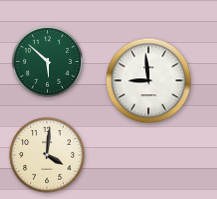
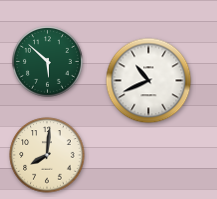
clock at (149, 81): 8:59 -> 10:41
clock at (47, 155): 4:01 -> 8:01
